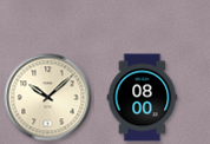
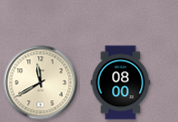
clock at (48, 98): 10:08 -> 11:40
